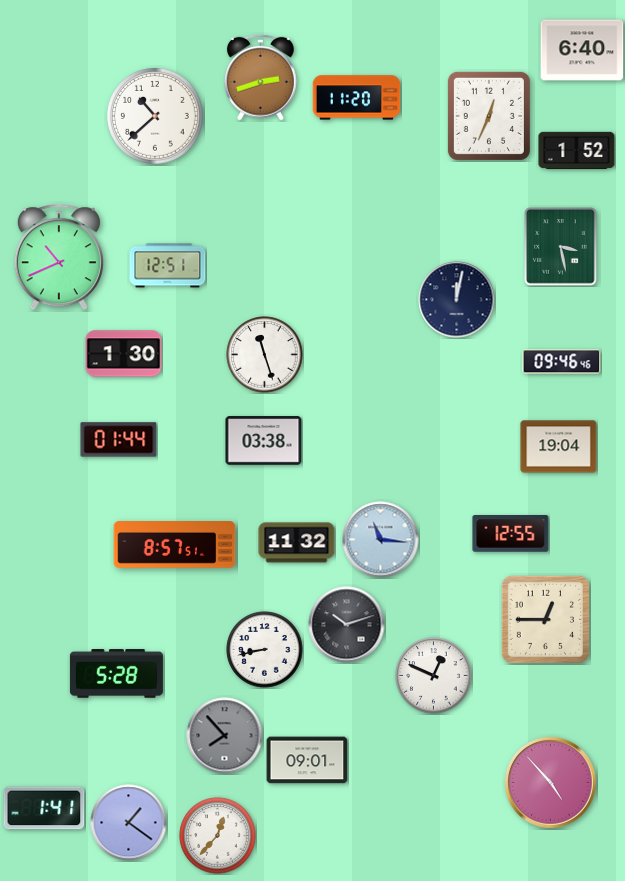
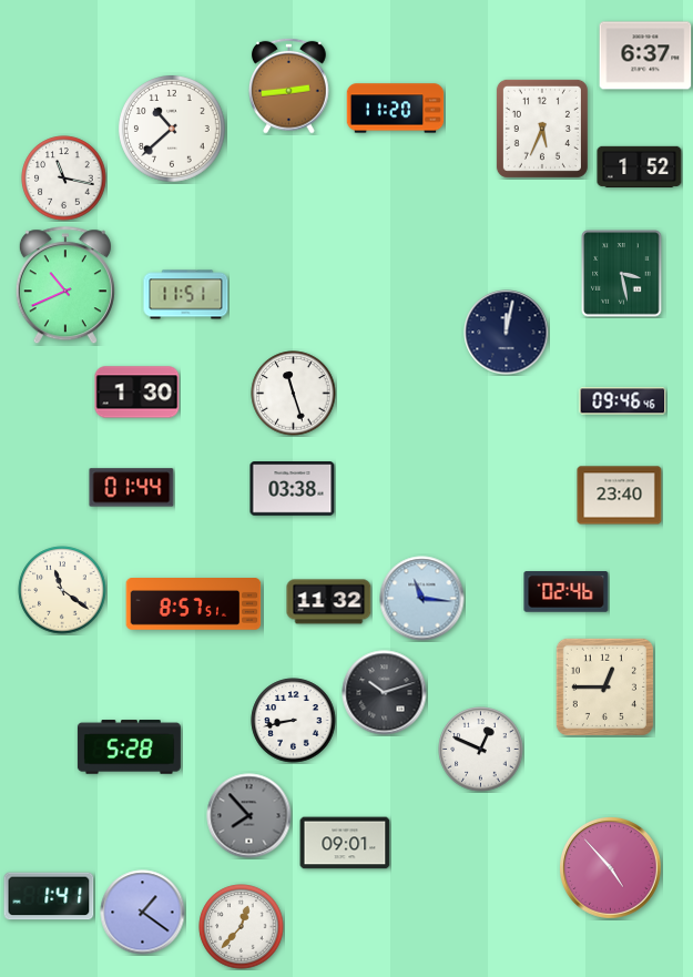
clock at (582, 50): 6:40 -> 6:37
clock at (261, 77): 2:42 -> 2:44
clock at (489, 116): 12:34 -> 5:34
clock at (64, 179): none -> 11:17
clock at (168, 266): 12:51 -> 11:51
clock at (559, 447): 19:04 -> 23:40
clock at (62, 590): none -> 11:21
clock at (511, 534): 12:55 -> 02:46
clock at (307, 760) position: (307, 760) -> (345, 843)
